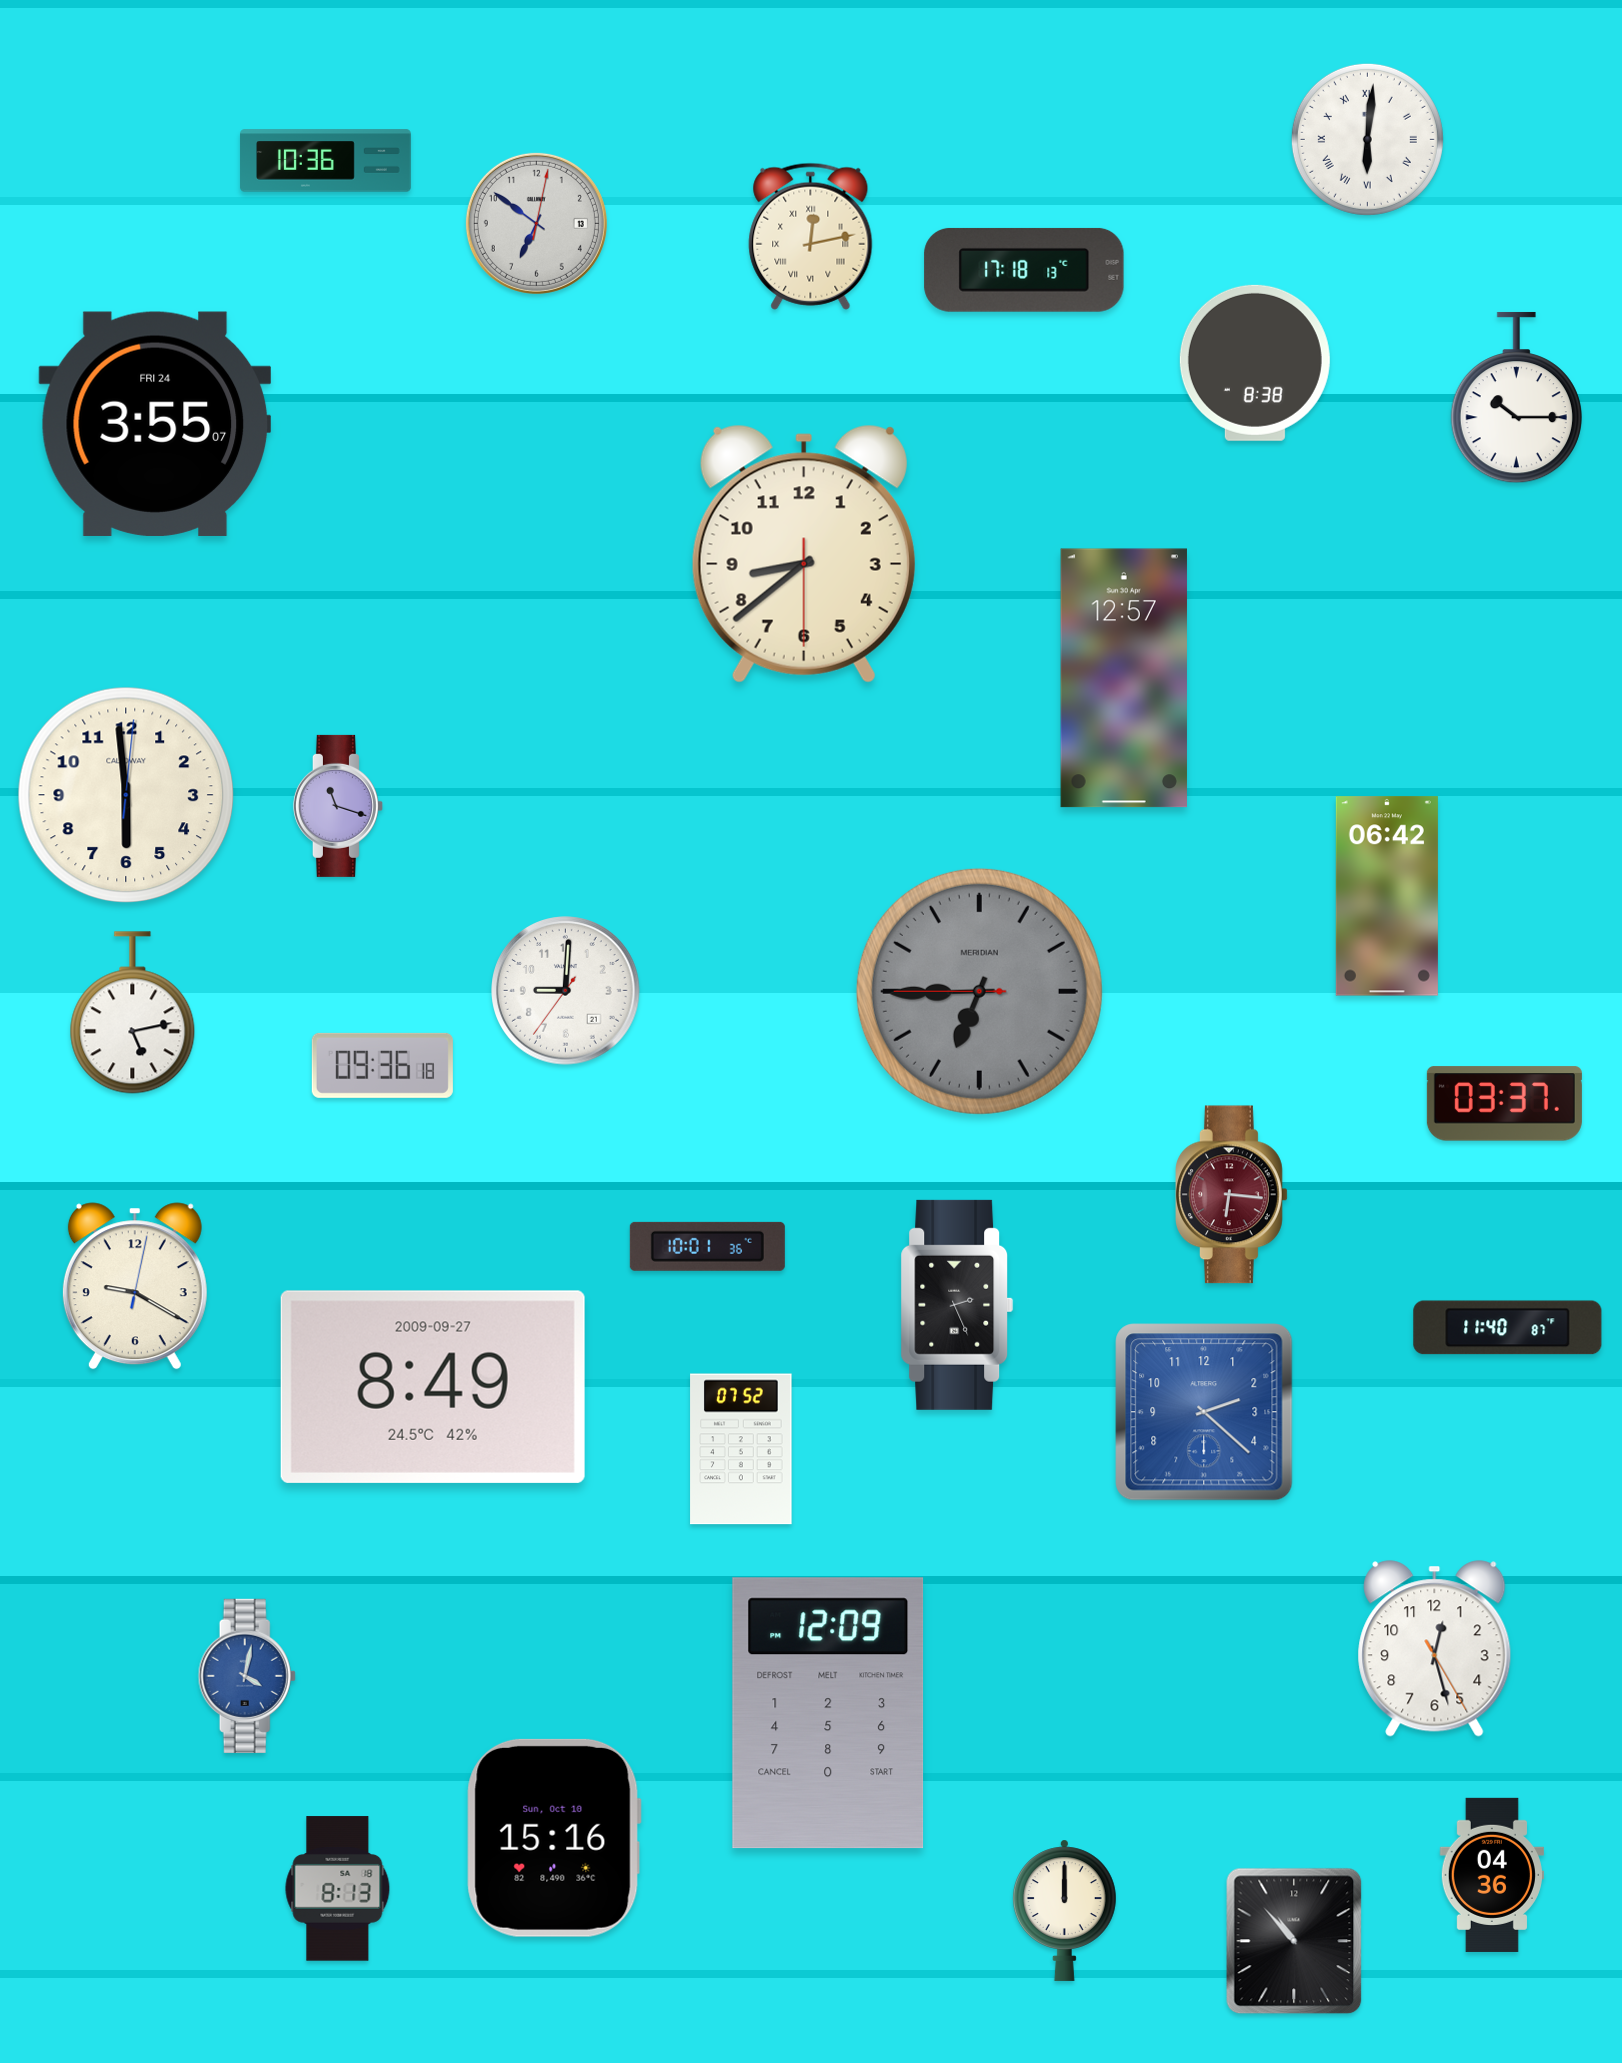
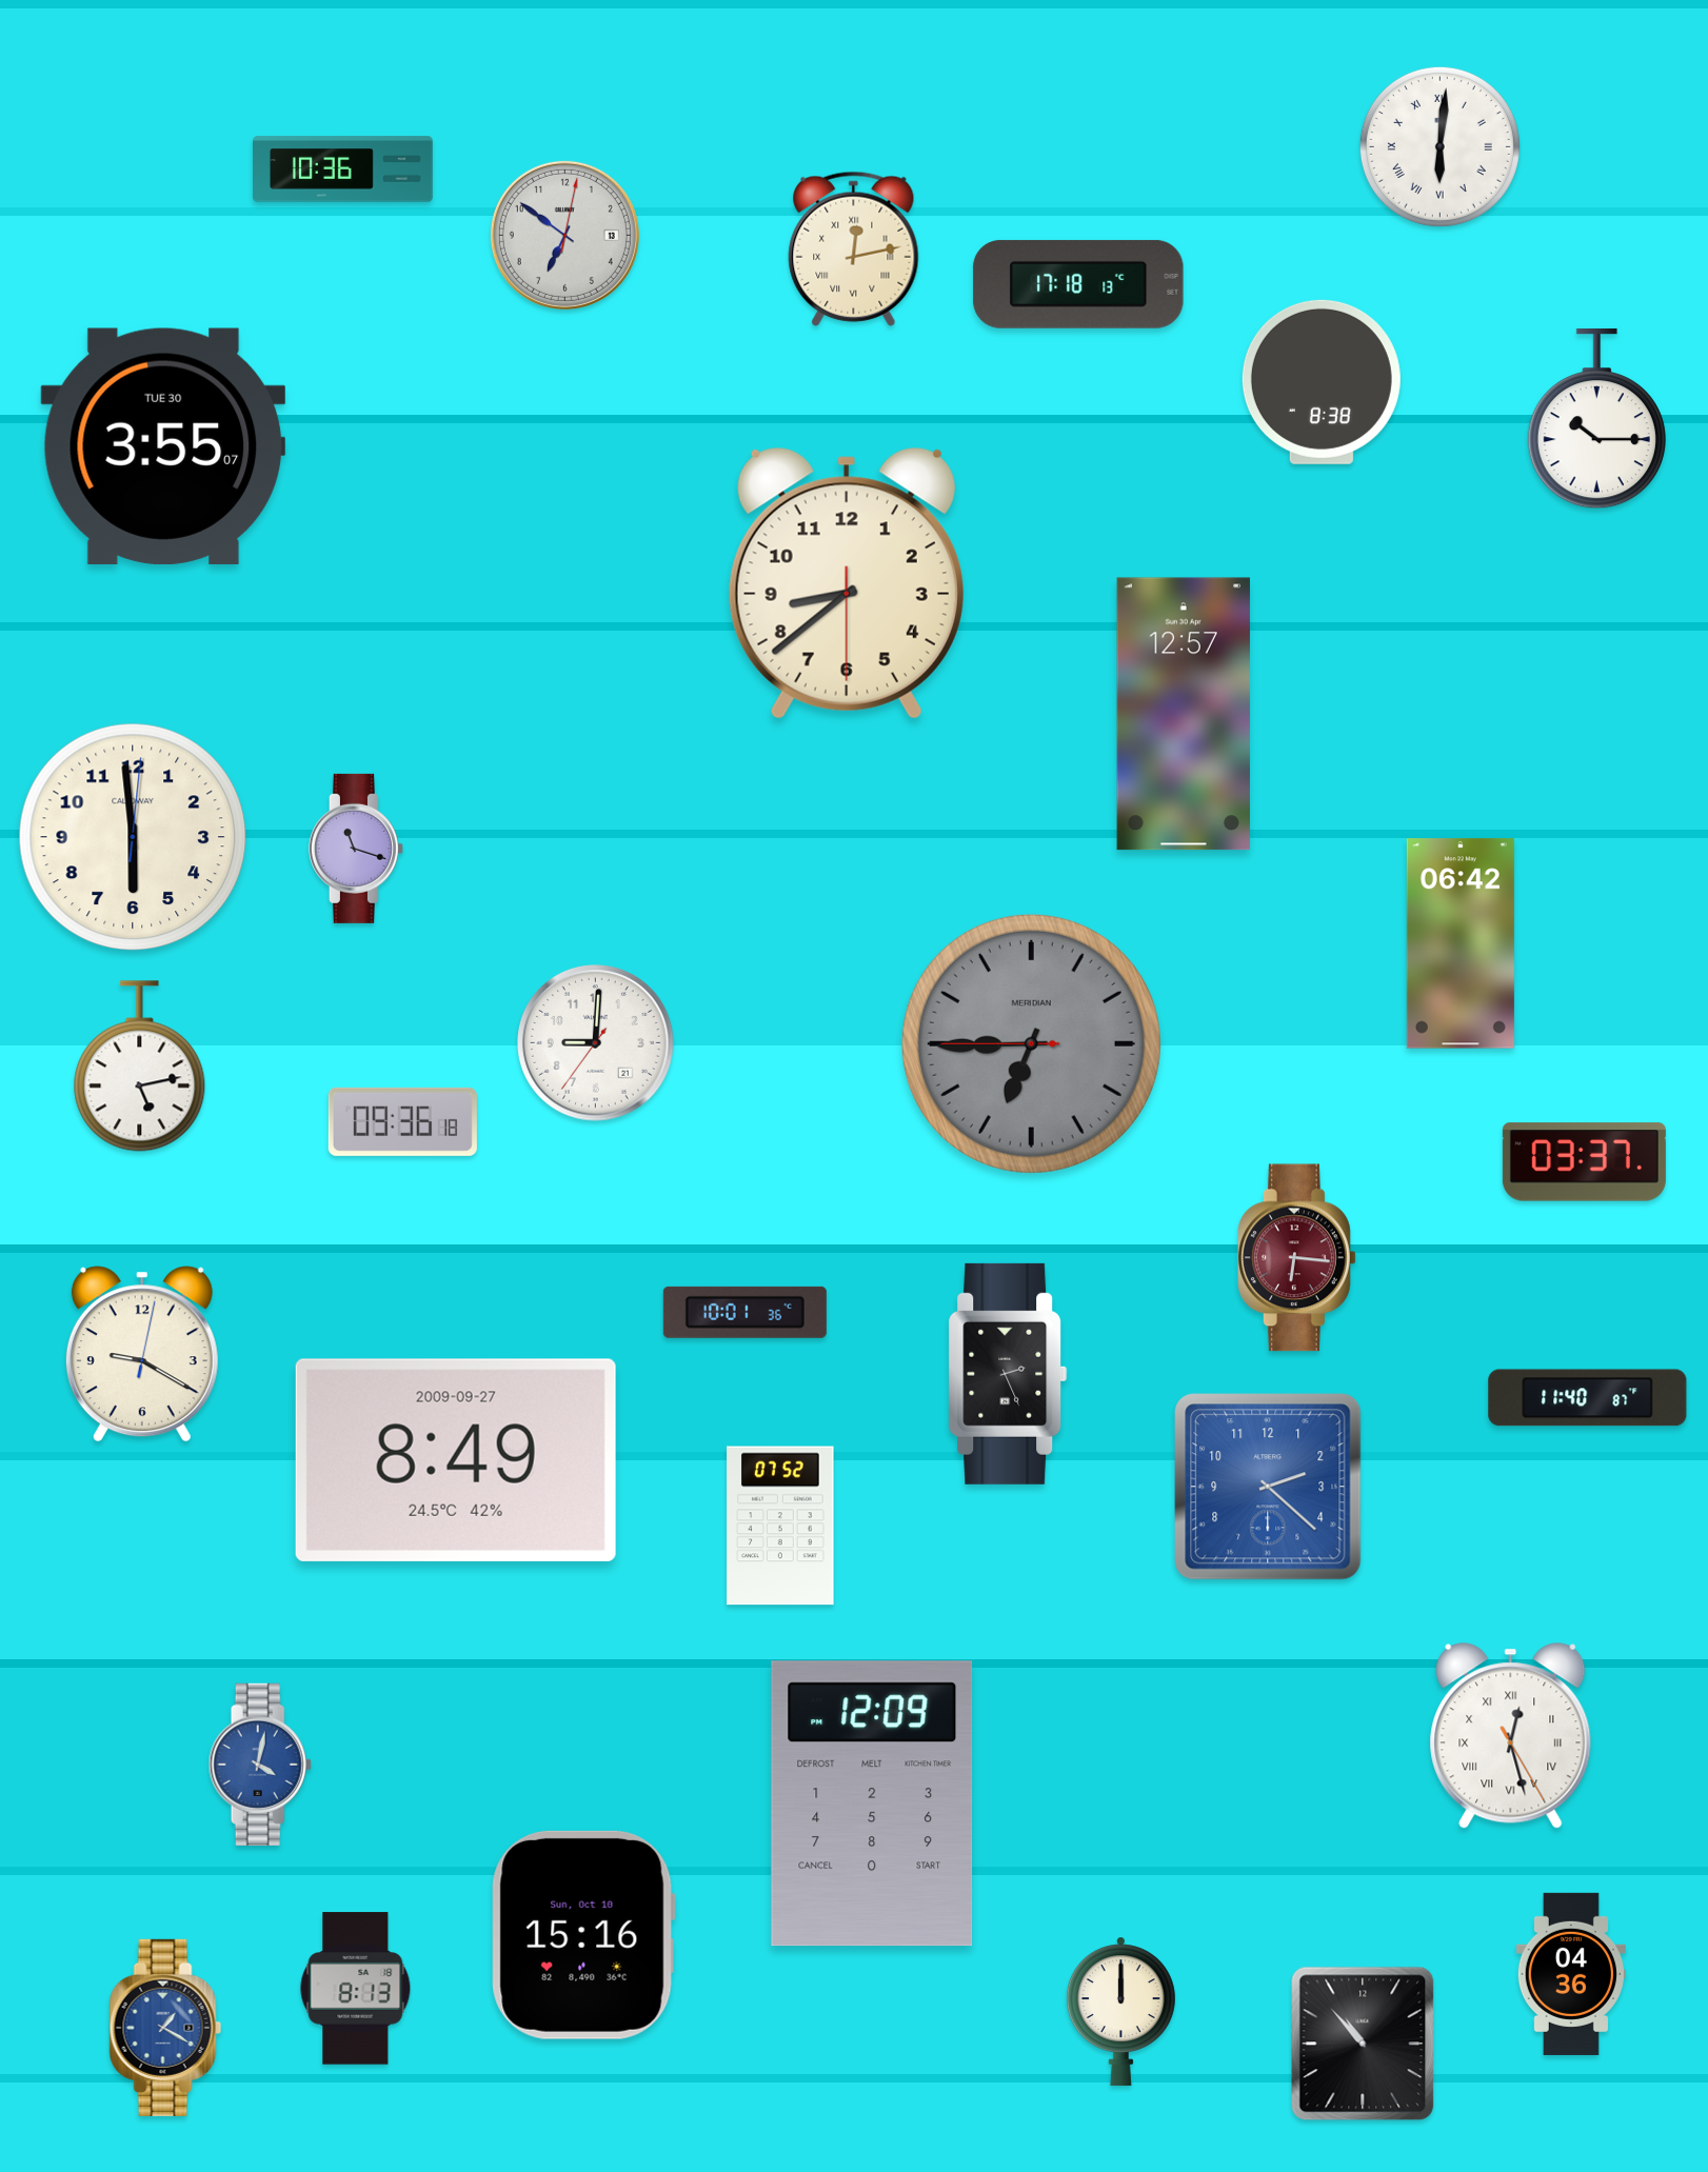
clock at (154, 424) date: FRI 24 -> TUE 30
clock at (1435, 1649) numerals: Arabic -> Roman
clock at (165, 2028): none -> 1:20
